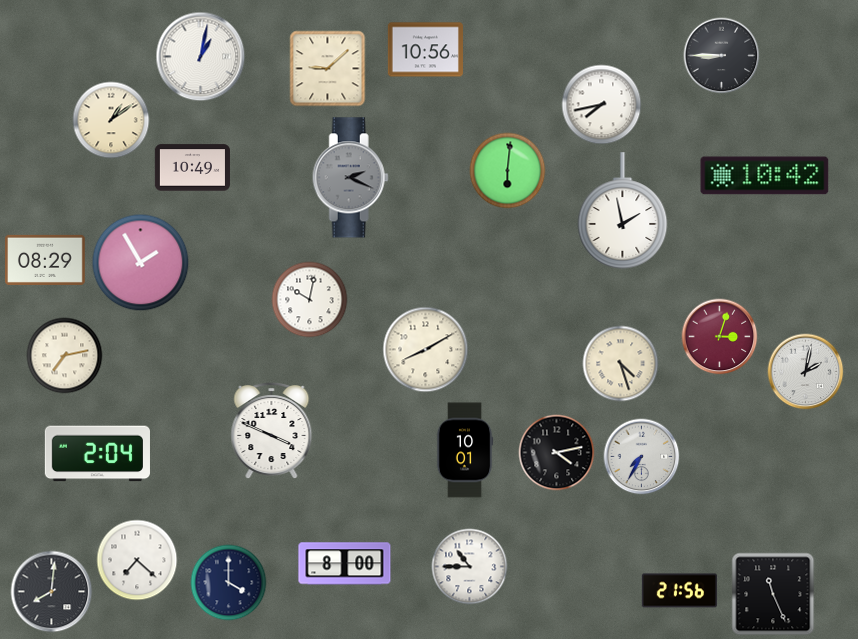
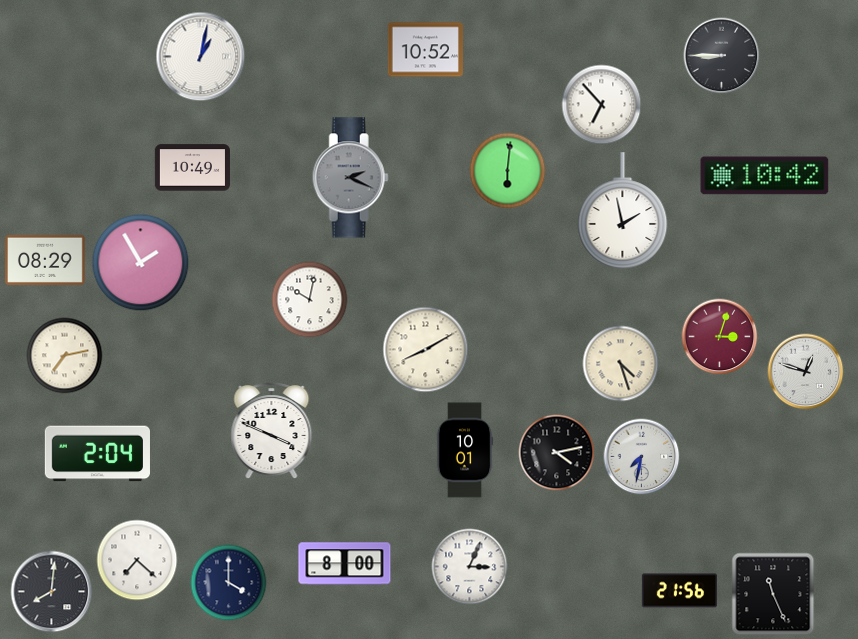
clock at (425, 50): 10:56 -> 10:52
clock at (328, 69): 9:08 -> none
clock at (602, 105): 7:43 -> 6:53
clock at (111, 120): 1:09 -> none
clock at (806, 372): 2:02 -> 12:48
clock at (642, 457): 7:35 -> 7:32
clock at (470, 567): 10:45 -> 3:04
